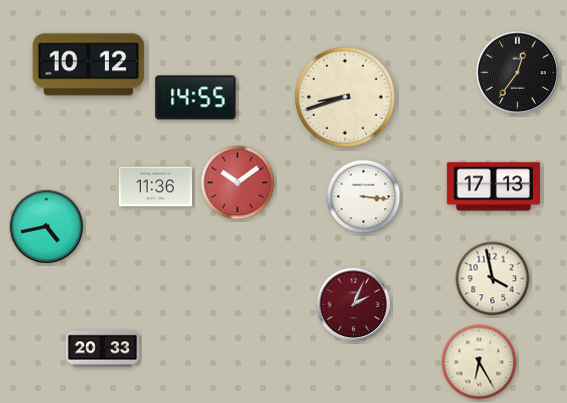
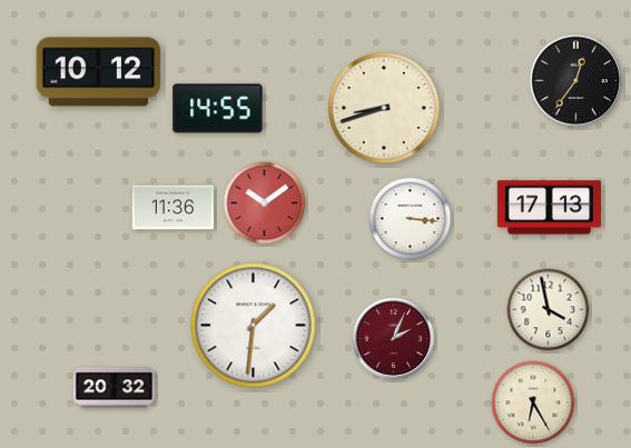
clock at (364, 197) position: (364, 197) -> (411, 219)
clock at (47, 227): 4:43 -> none
clock at (254, 326): none -> 1:31
clock at (102, 349): 20:33 -> 20:32
